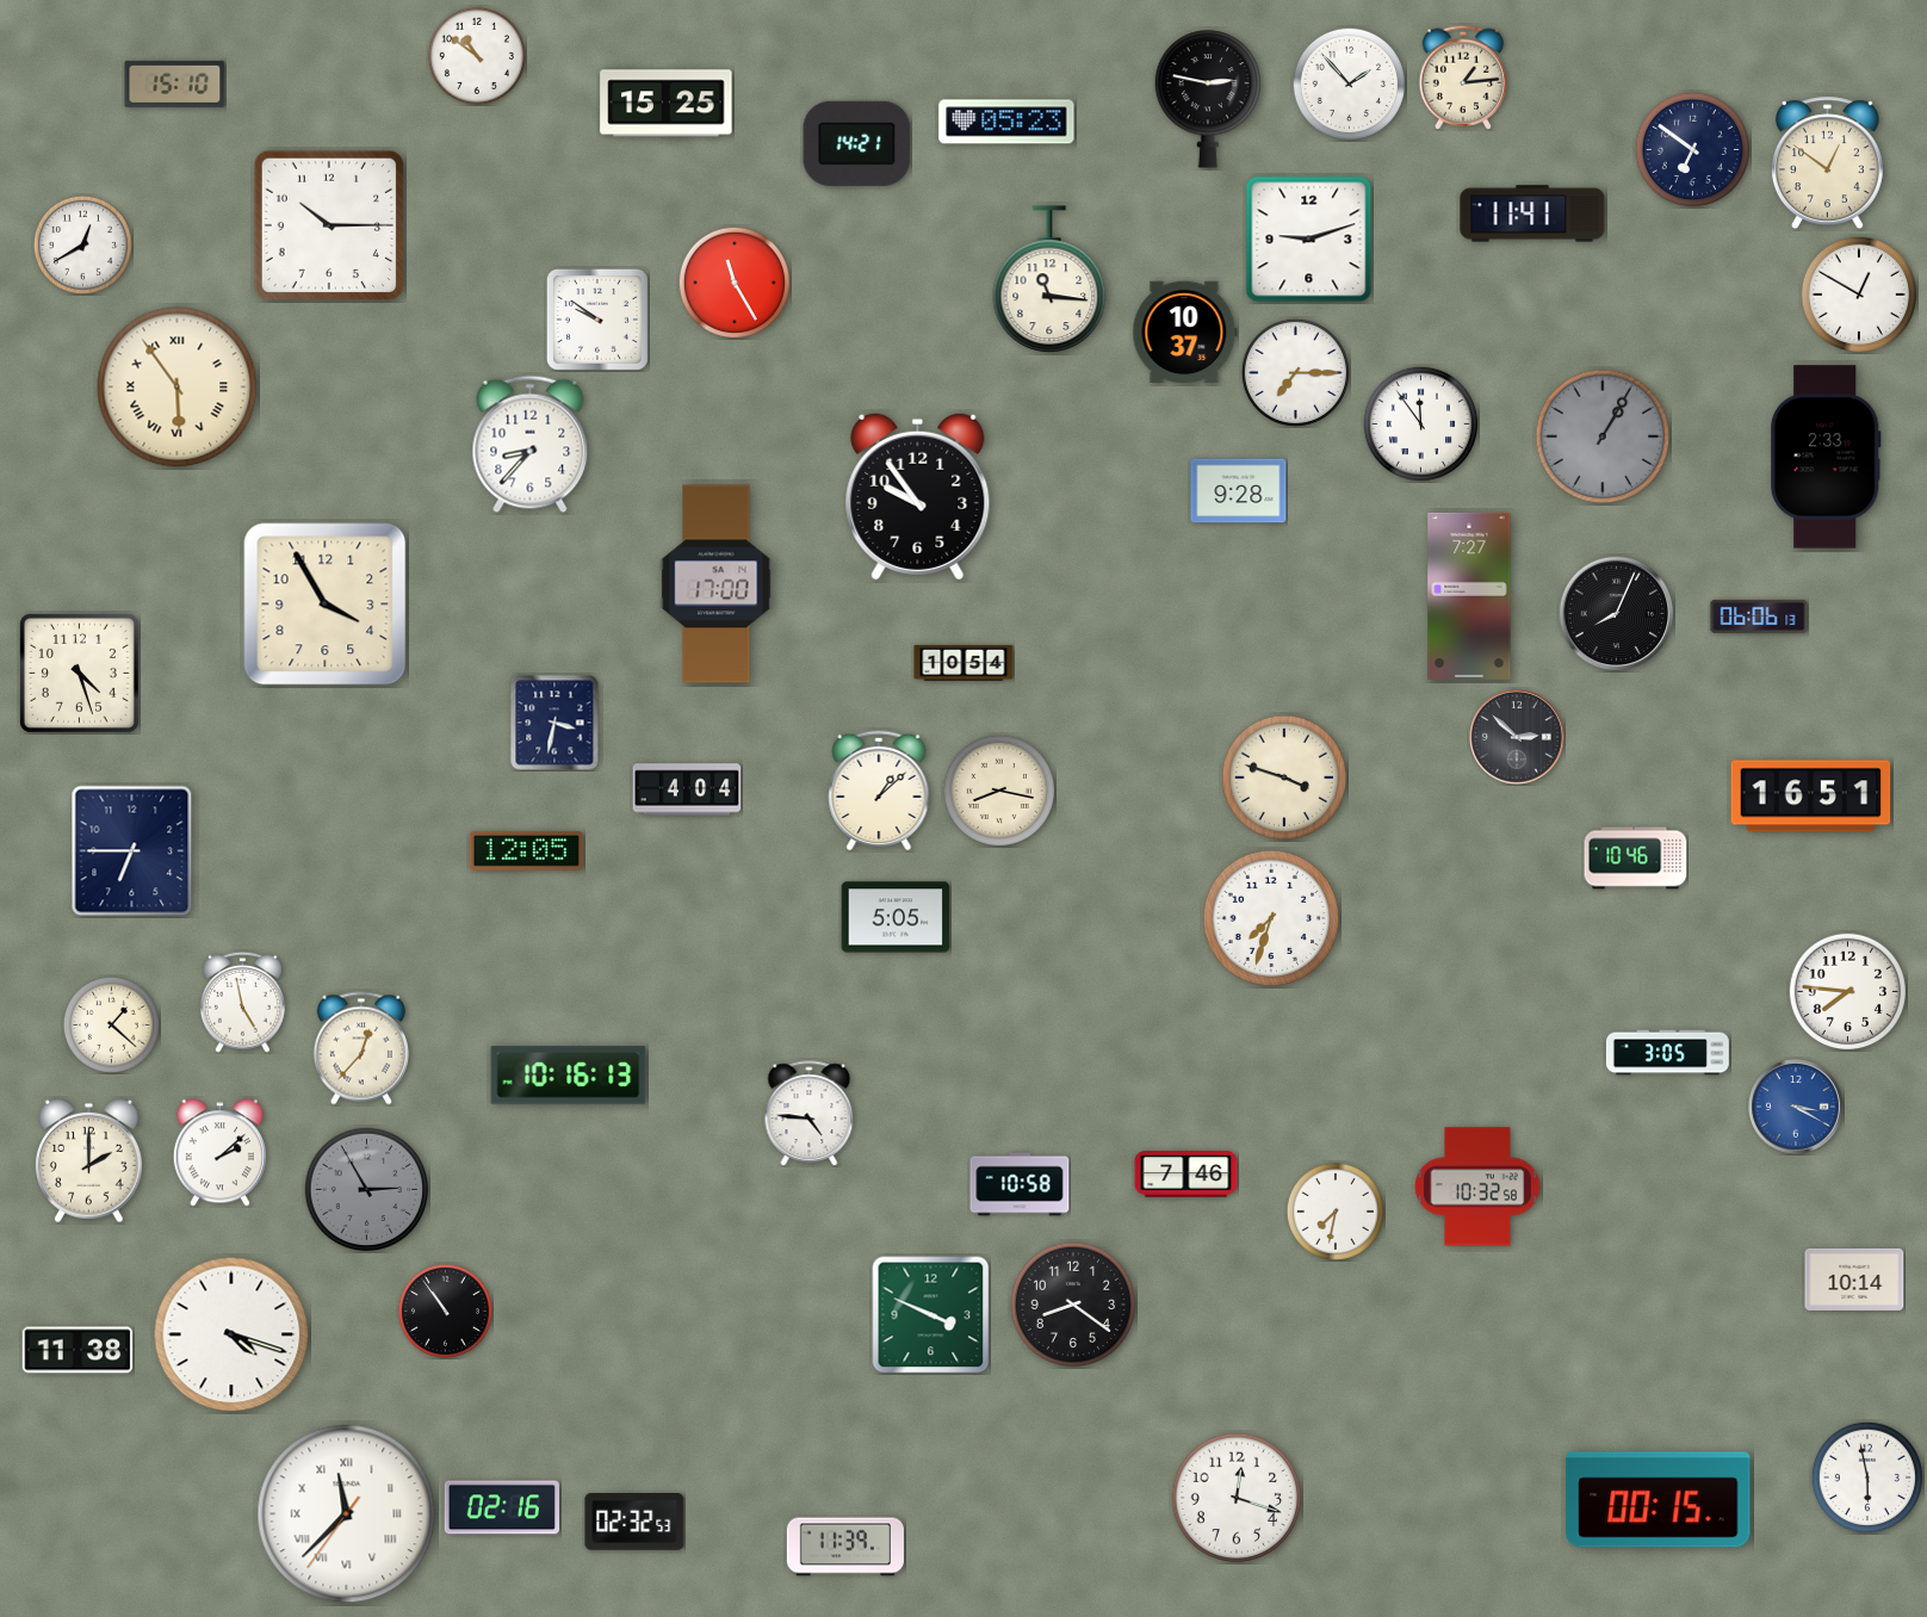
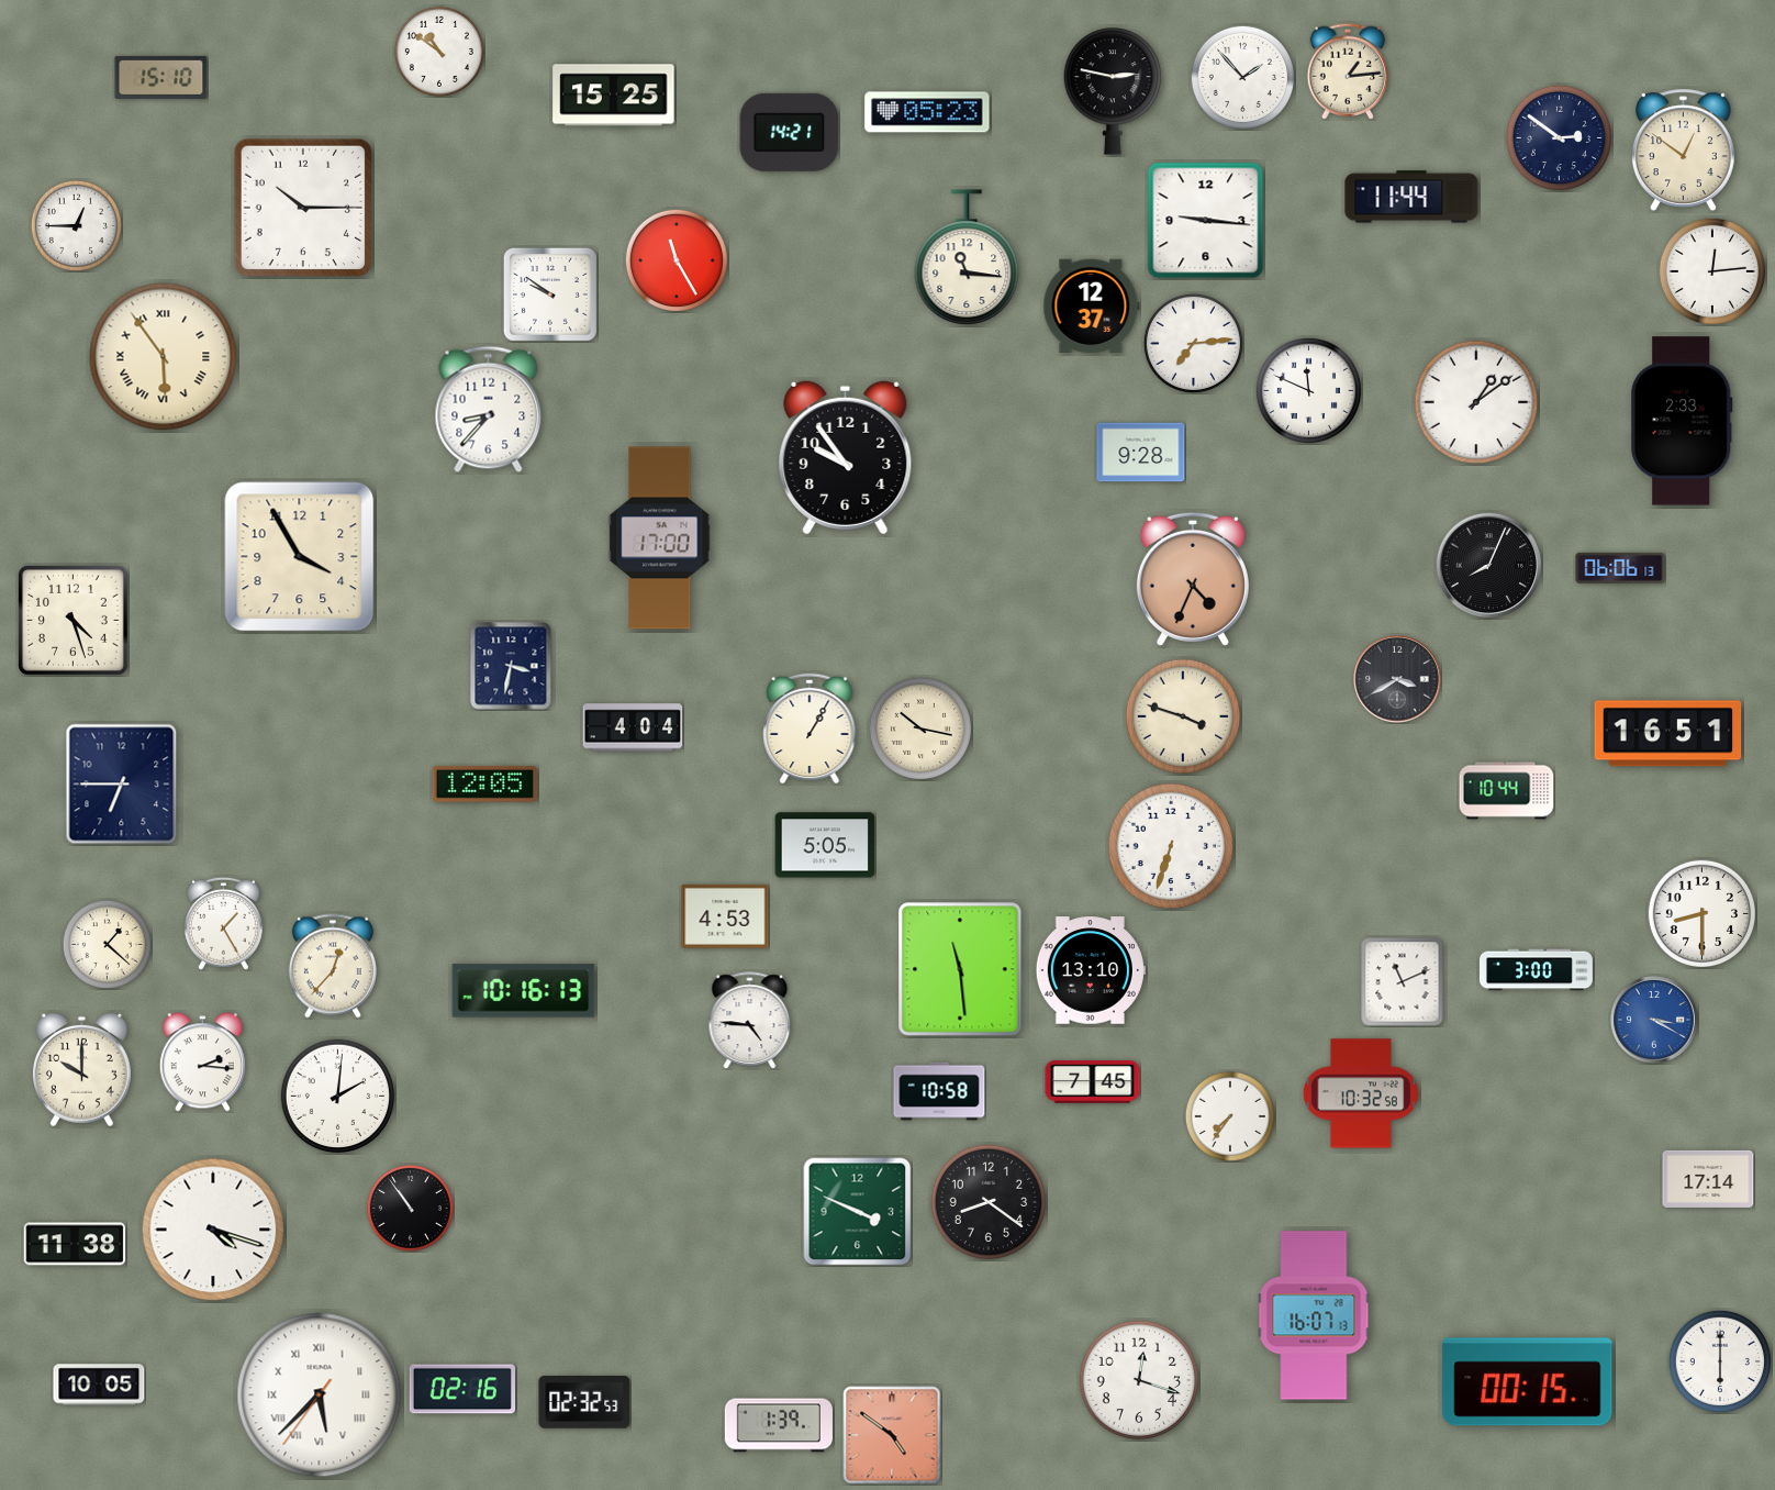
clock at (1692, 149): 6:51 -> 2:51
clock at (1532, 213): 11:41 -> 11:44
clock at (1309, 240): 9:12 -> 9:16
clock at (82, 244): 12:40 -> 12:45
clock at (1858, 293): 12:50 -> 12:14
clock at (1185, 332): 10:37 -> 12:37
clock at (1295, 372): 7:15 -> 7:14
clock at (1420, 423): 11:54 -> 11:49
clock at (1603, 436): 1:05 -> 1:09
clock at (1603, 436) dial: grey -> white
clock at (1469, 596): 7:27 -> none
clock at (1193, 579): none -> 4:34
clock at (963, 663): 10:54 -> none
clock at (1517, 737): 2:52 -> 3:40
clock at (879, 791): 1:08 -> 1:05
clock at (999, 791): 8:17 -> 10:17
clock at (1636, 859): 10:46 -> 10:44
clock at (1271, 918): 7:33 -> 6:33
clock at (1847, 991): 7:46 -> 8:30
clock at (725, 916): none -> 4:53
clock at (242, 1002): 4:58 -> 1:25
clock at (111, 1024) position: (111, 1024) -> (107, 944)
clock at (960, 969): none -> 11:29
clock at (1091, 970): none -> 13:10
clock at (1667, 1053): 3:05 -> 3:00
clock at (1403, 982): none -> 11:11
clock at (810, 1114) position: (810, 1114) -> (750, 1021)
clock at (219, 1153): 2:08 -> 2:16
clock at (88, 1161): 2:00 -> 10:00
clock at (1186, 1175): 7:46 -> 7:45
clock at (367, 1190): 2:55 -> 2:01
clock at (367, 1190) dial: grey -> white
clock at (1336, 1212): 7:32 -> 7:36
clock at (1854, 1280): 10:14 -> 17:14
clock at (78, 1350) position: (78, 1350) -> (75, 1244)
clock at (1314, 1315): none -> 16:07
clock at (1867, 1477): 5:58 -> 6:00
clock at (99, 1385): none -> 10:05
clock at (347, 1514): 11:37 -> 5:37
clock at (845, 1547): 11:39 -> 1:39
clock at (892, 1435): none -> 4:51
